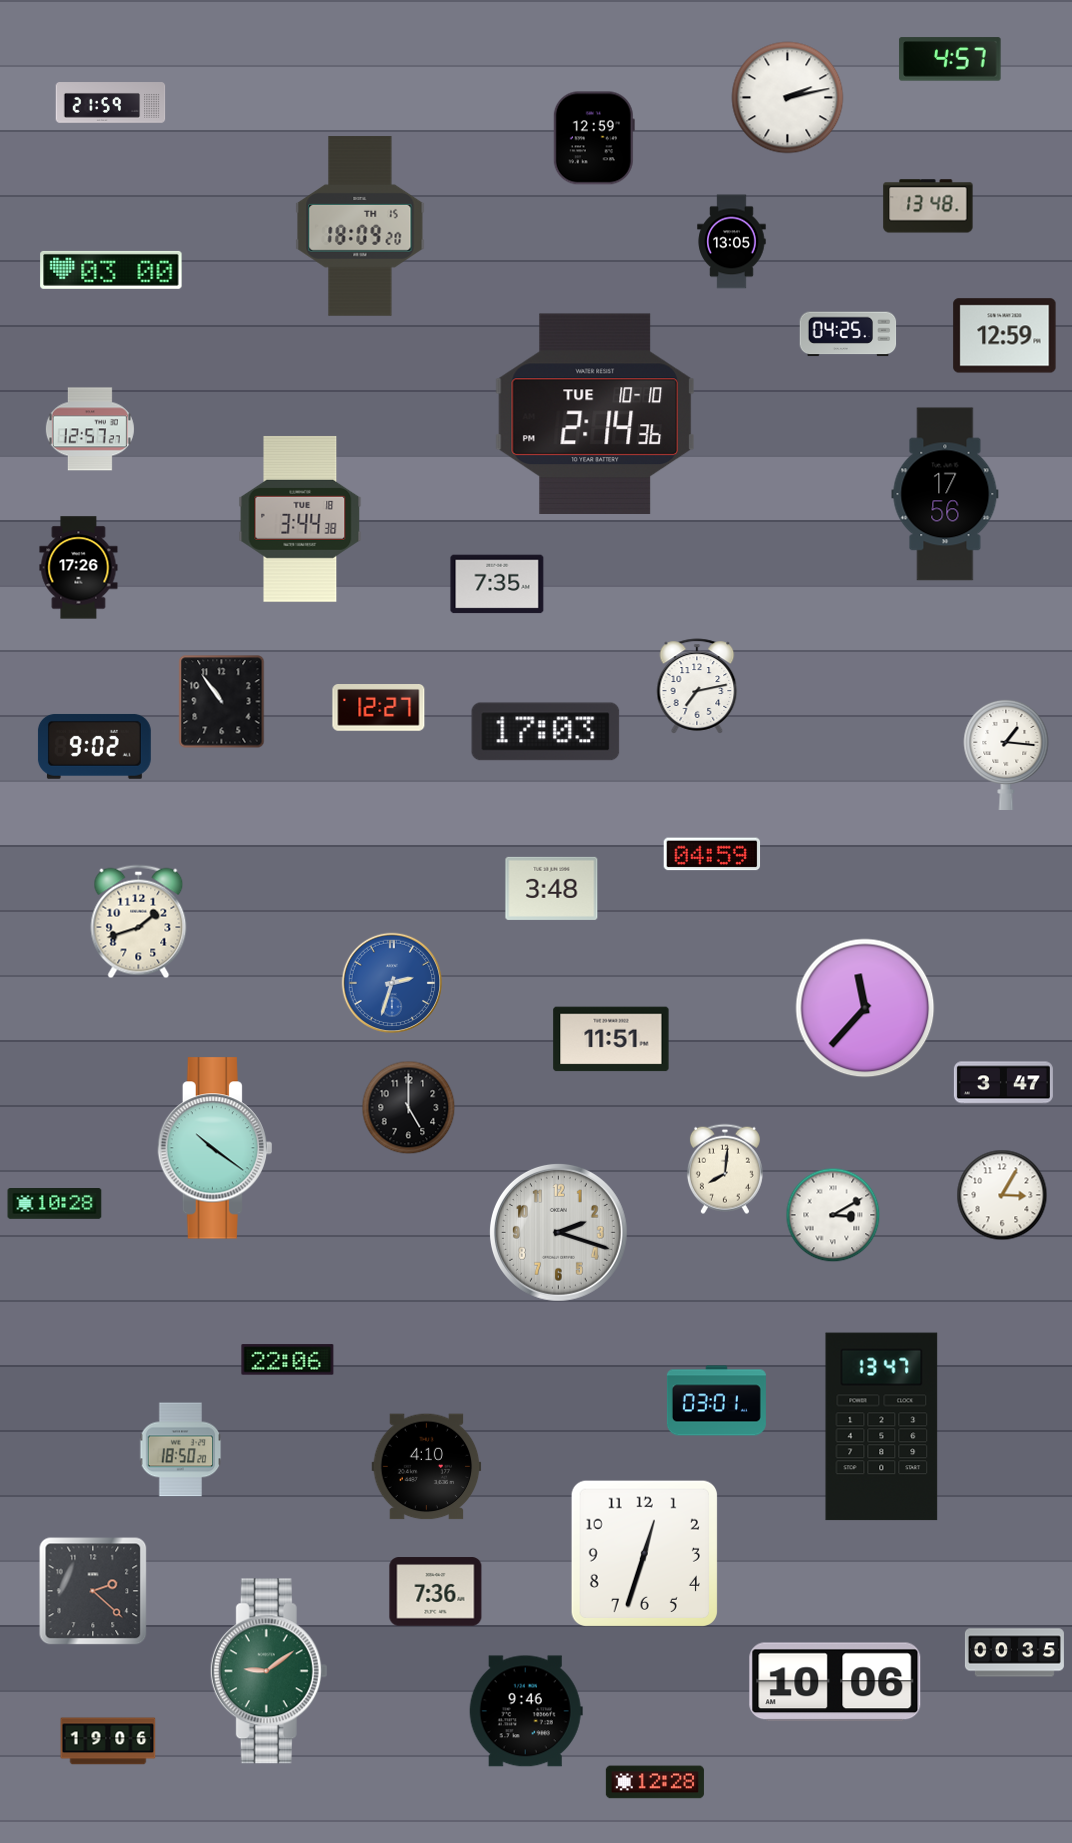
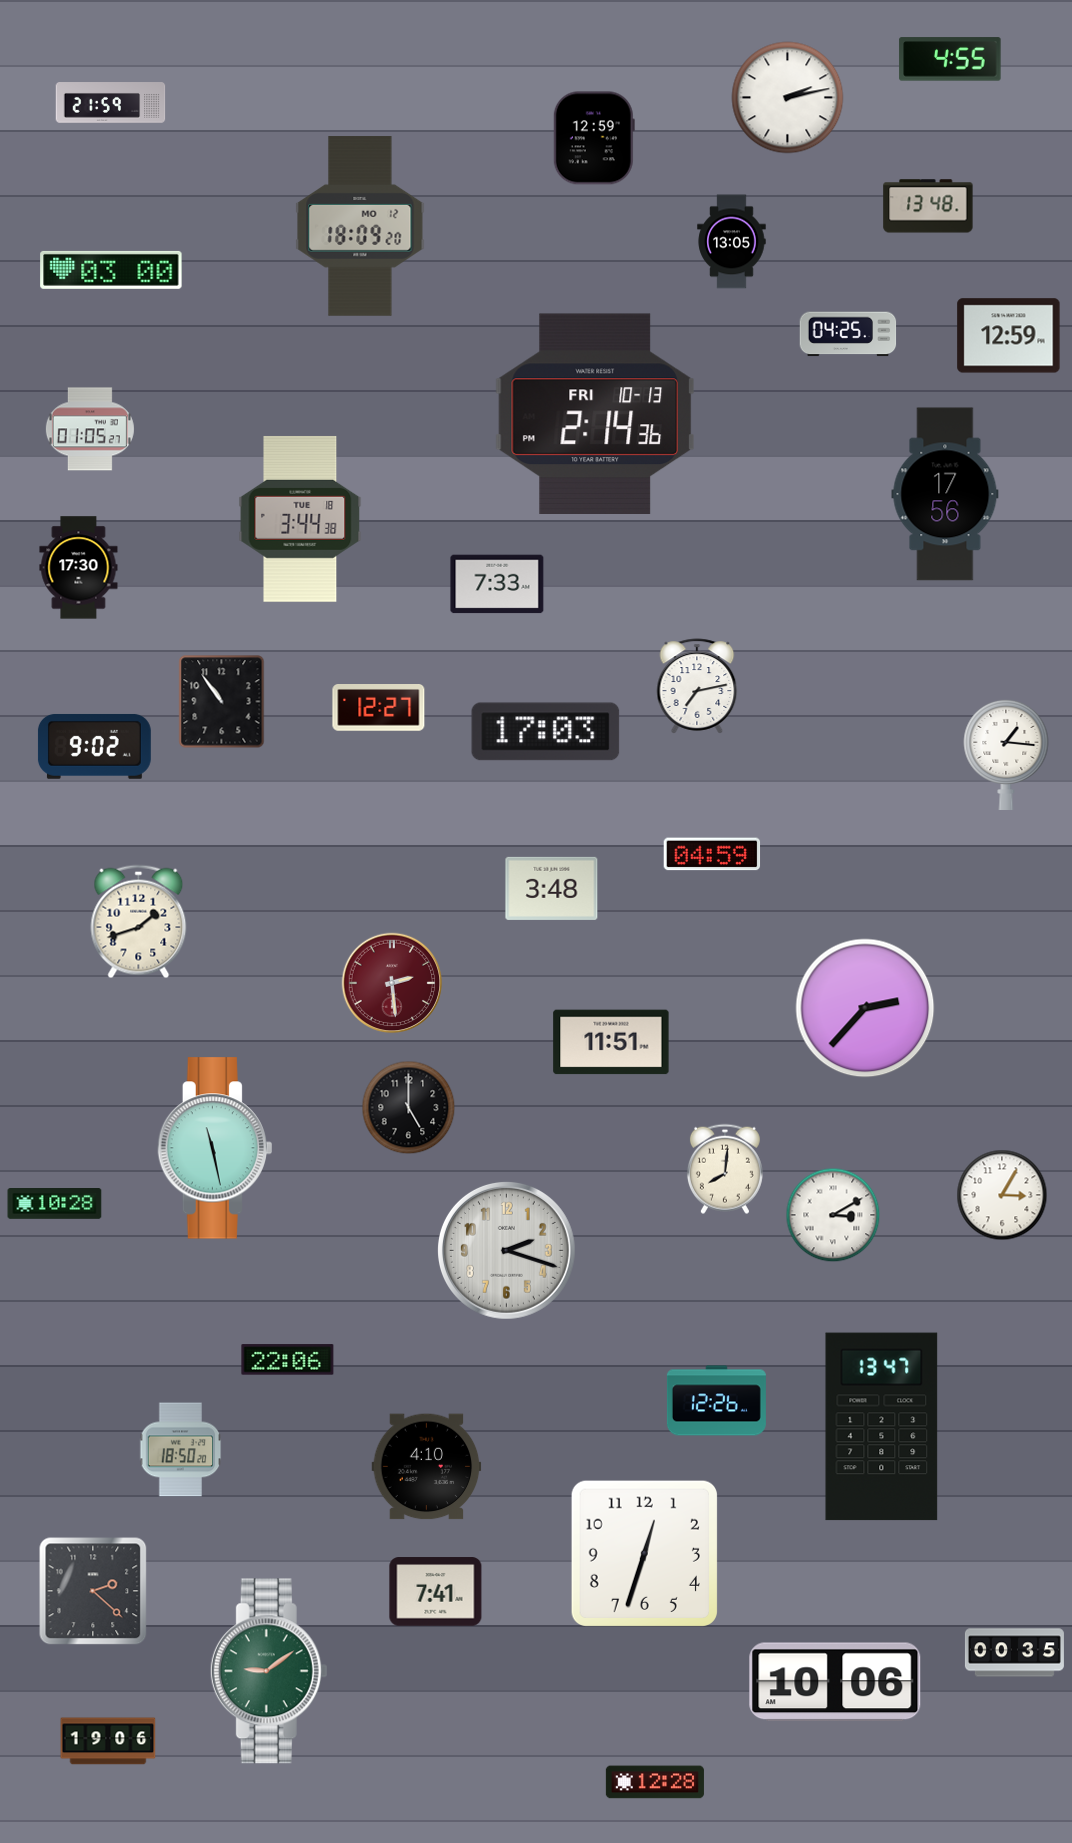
clock at (950, 59): 4:57 -> 4:55
clock at (360, 226) date: TH 15 -> MO 12
clock at (1005, 336) position: (1005, 336) -> (1009, 336)
clock at (595, 414) date: TUE 10-10 -> FRI 10-13
clock at (90, 429): 12:57 -> 01:05
clock at (79, 568): 17:26 -> 17:30
clock at (497, 584): 7:35 -> 7:33
clock at (392, 983): 2:33 -> 2:29
clock at (392, 983) dial: blue -> burgundy
clock at (865, 1008): 11:37 -> 2:37
clock at (611, 1039) position: (611, 1039) -> (611, 1042)
clock at (1003, 1083): 3:47 -> none
clock at (215, 1148): 10:21 -> 11:28
clock at (558, 1232) position: (558, 1232) -> (506, 1250)
clock at (716, 1401): 03:01 -> 12:26
clock at (436, 1592): 7:36 -> 7:41
clock at (526, 1711): 9:46 -> none
